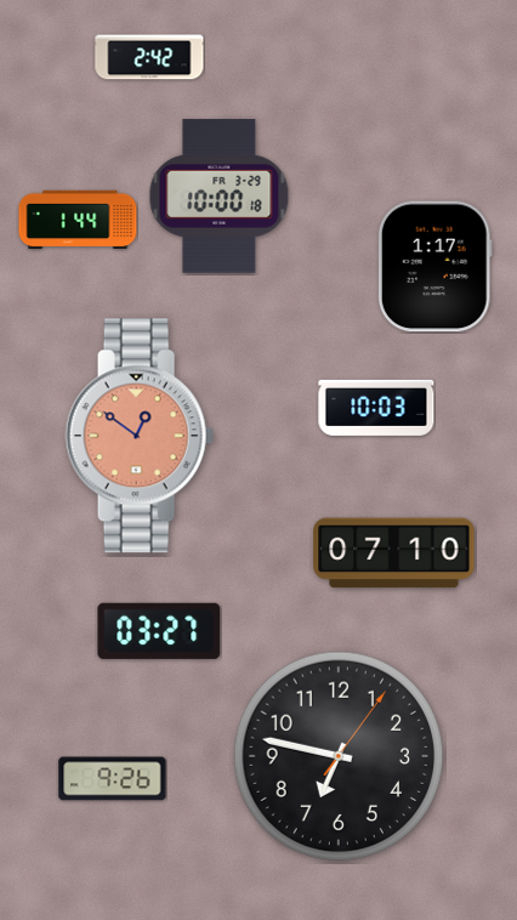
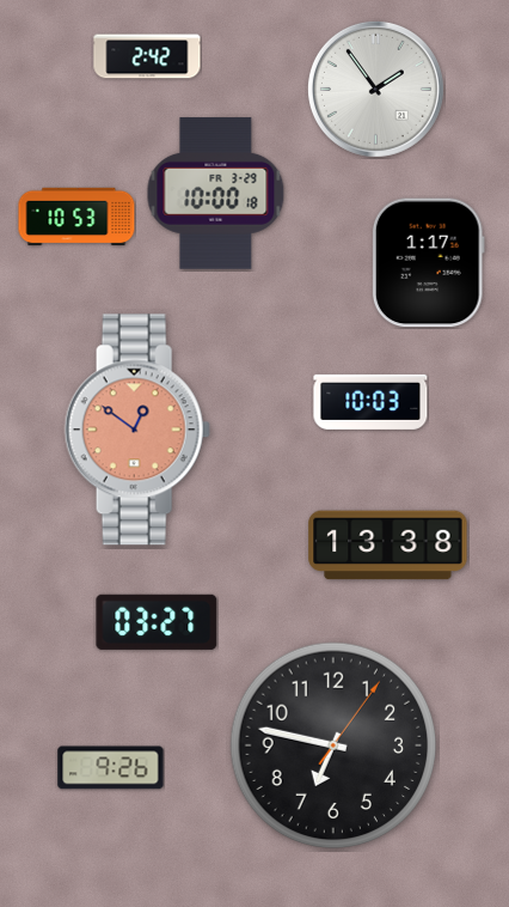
clock at (375, 89): none -> 1:54
clock at (78, 220): 1:44 -> 10:53
clock at (394, 553): 07:10 -> 13:38
